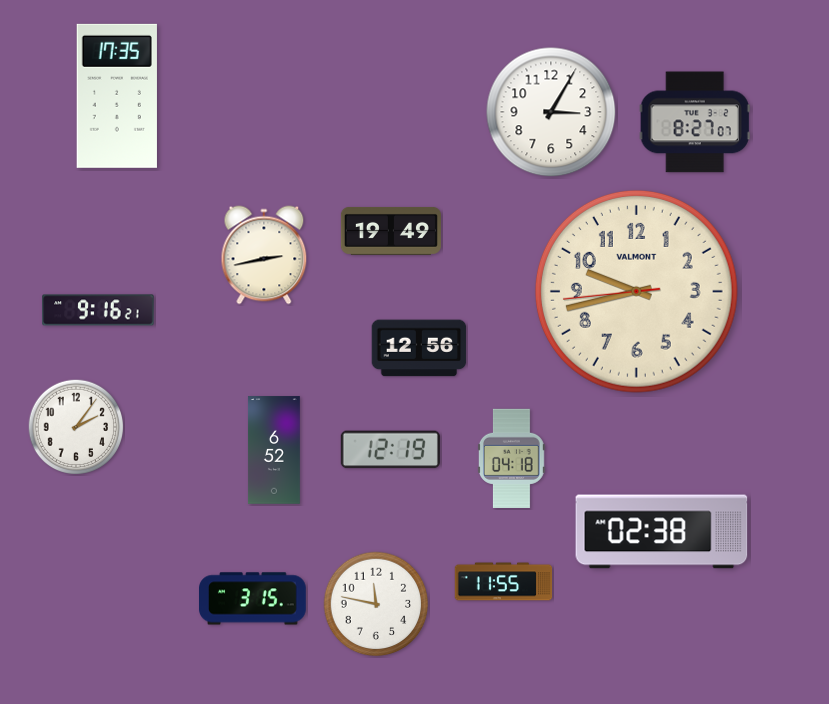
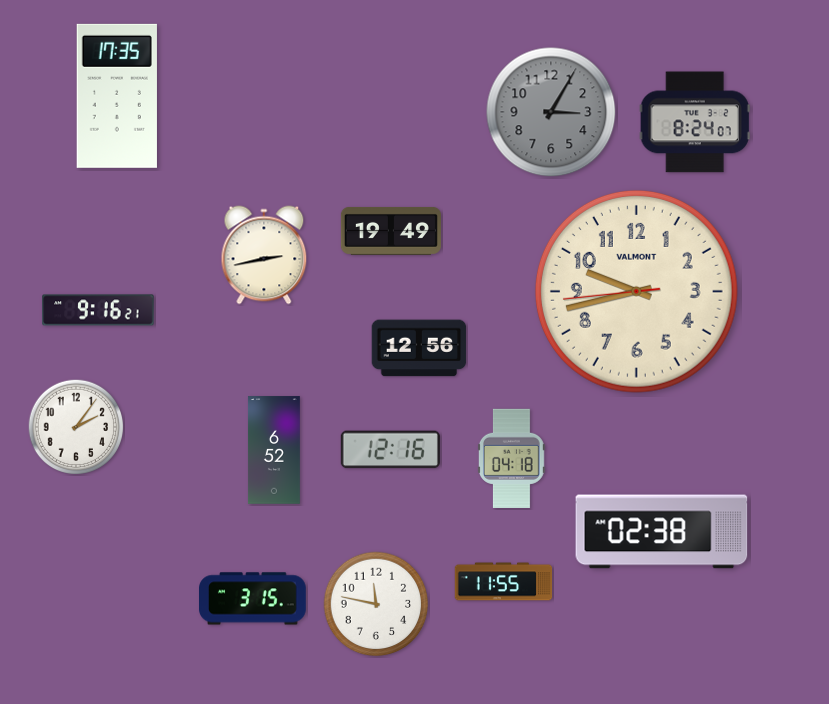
clock at (551, 112) dial: white -> grey
clock at (695, 122): 8:27 -> 8:24
clock at (390, 450): 12:19 -> 12:16
